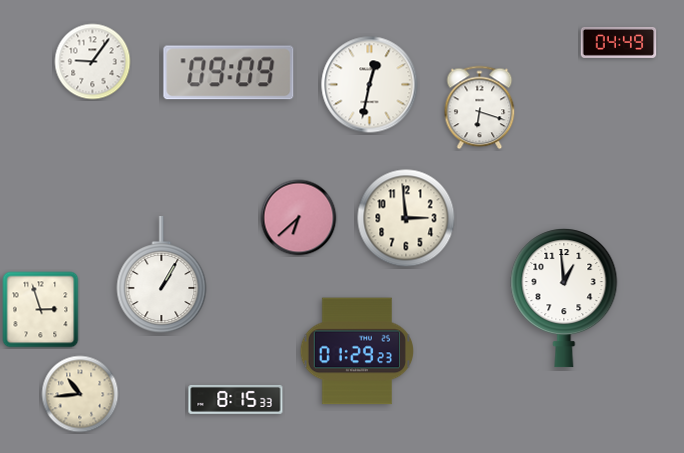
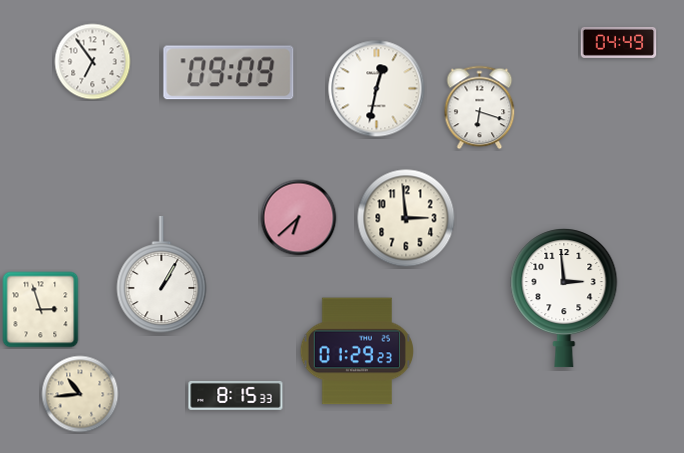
clock at (93, 62): 9:06 -> 6:54
clock at (370, 85) position: (370, 85) -> (377, 89)
clock at (564, 298): 12:59 -> 2:59
clock at (236, 399) position: (236, 399) -> (236, 395)
